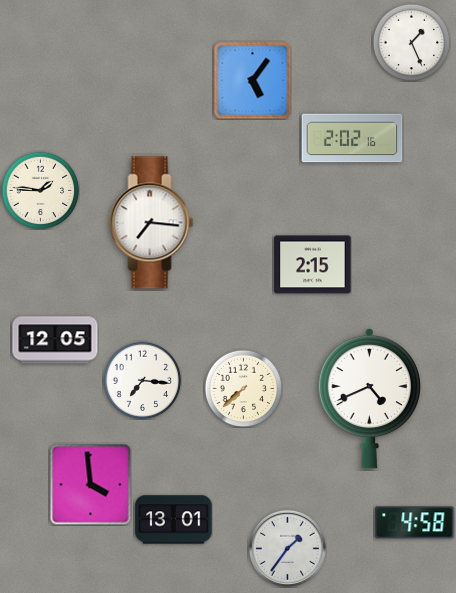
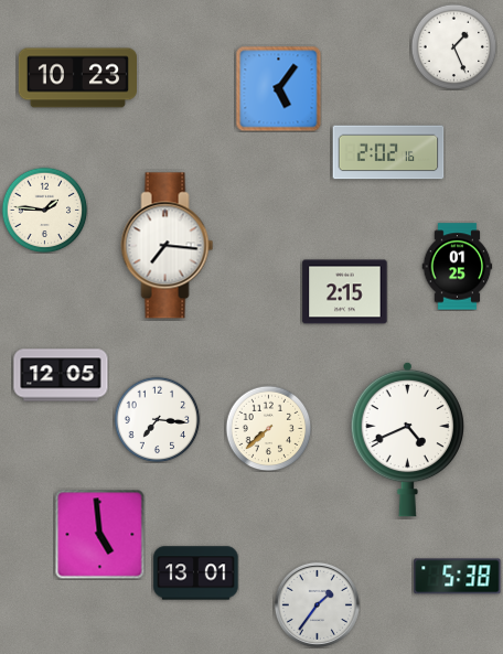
clock at (77, 78): none -> 10:23
clock at (458, 267): none -> 01:25
clock at (90, 484): 3:59 -> 4:59
clock at (174, 520) position: (174, 520) -> (196, 573)
clock at (415, 523): 4:58 -> 5:38
